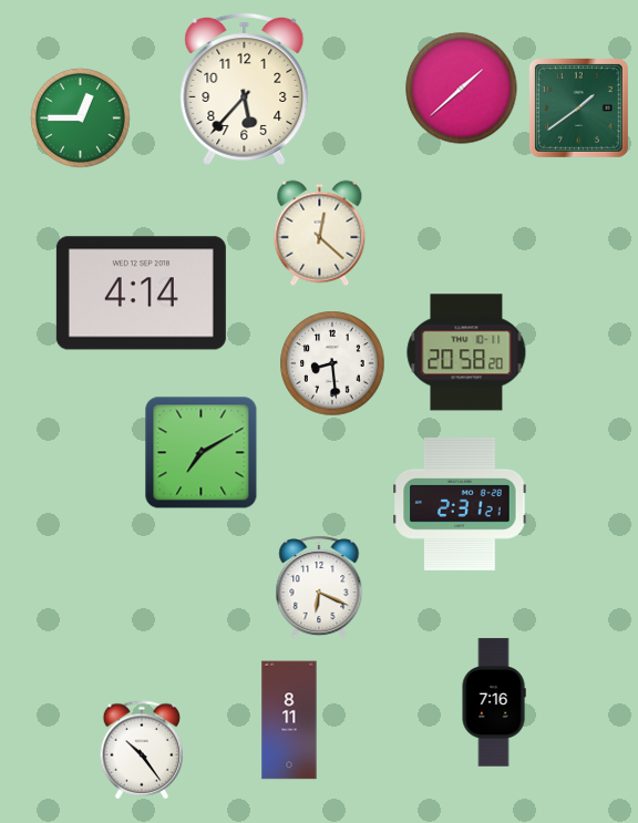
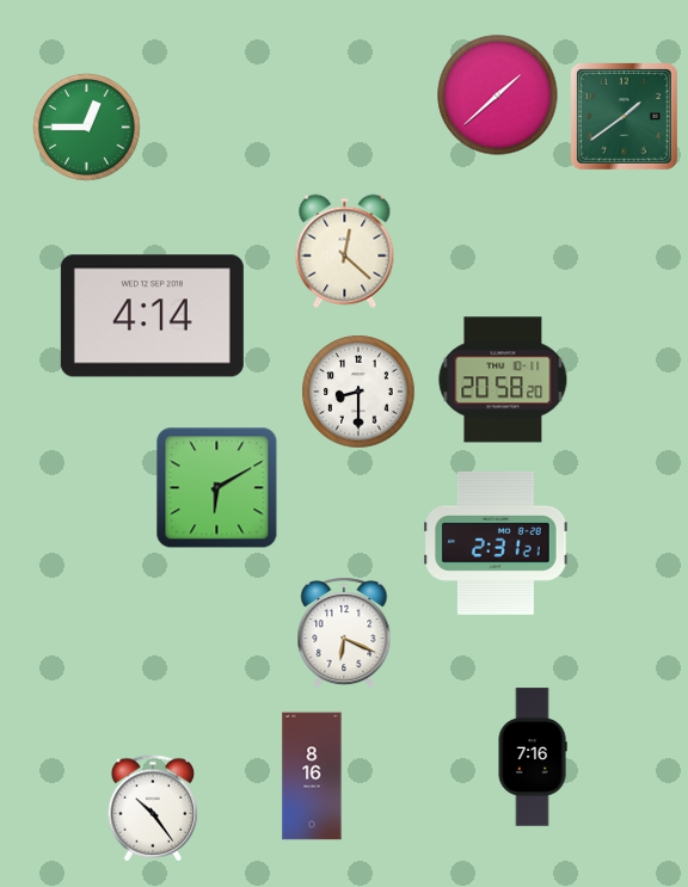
clock at (245, 89): 5:37 -> none
clock at (332, 363): 8:29 -> 8:30
clock at (202, 453): 7:10 -> 6:10
clock at (289, 720): 8:11 -> 8:16
